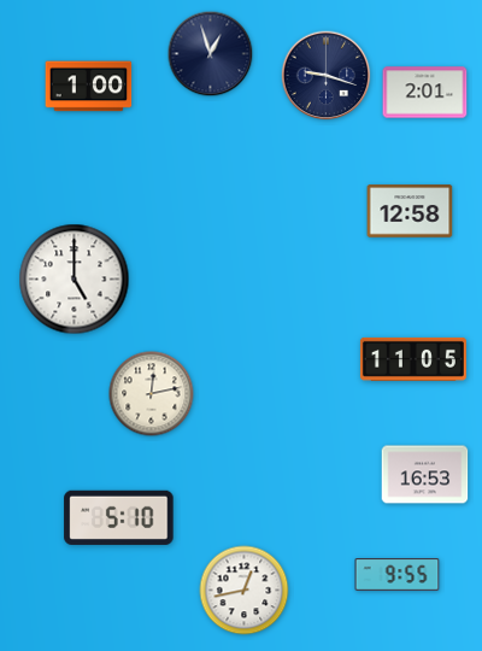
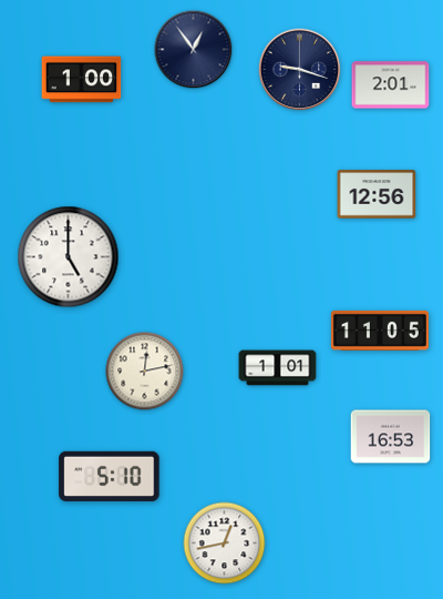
clock at (211, 54): 12:57 -> 12:54
clock at (410, 211): 12:58 -> 12:56
clock at (152, 394) position: (152, 394) -> (145, 372)
clock at (278, 368): none -> 1:01
clock at (398, 575): 9:55 -> none
